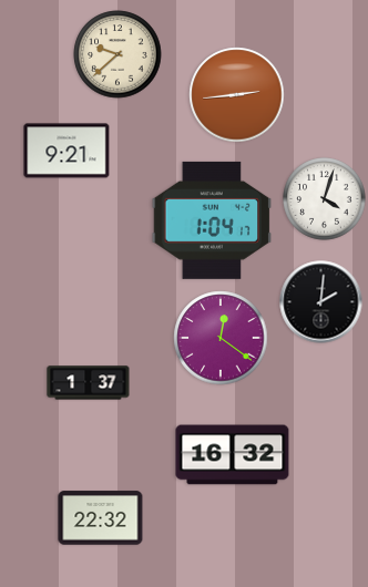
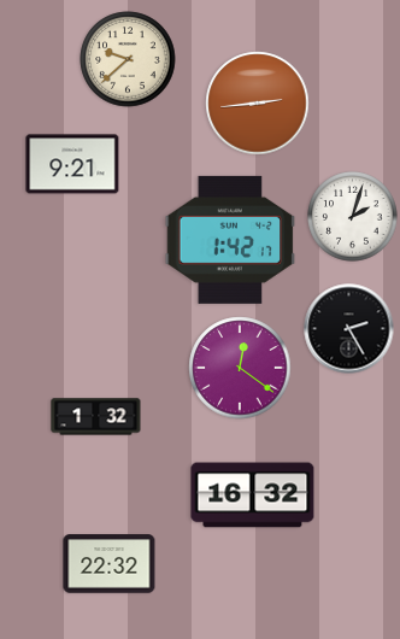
clock at (325, 199): 4:03 -> 2:03
clock at (212, 220): 1:04 -> 1:42
clock at (321, 302): 2:01 -> 2:25
clock at (89, 383): 1:37 -> 1:32
